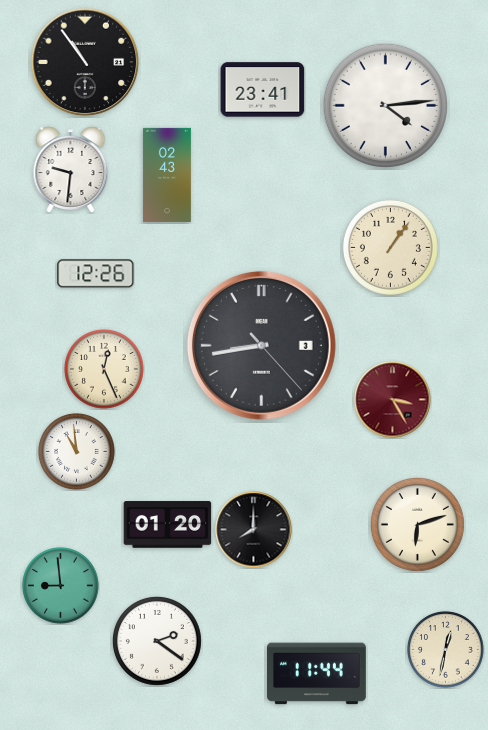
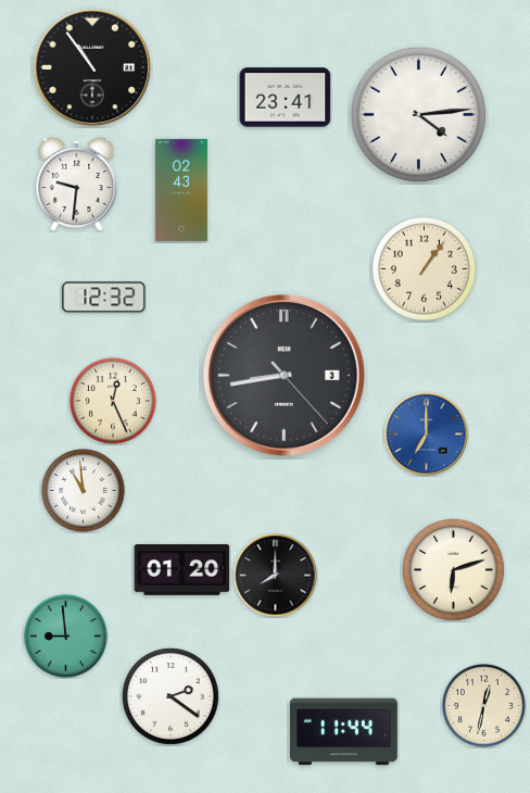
clock at (96, 274): 12:26 -> 12:32
clock at (393, 400): 3:25 -> 7:00
clock at (393, 400) dial: burgundy -> blue
